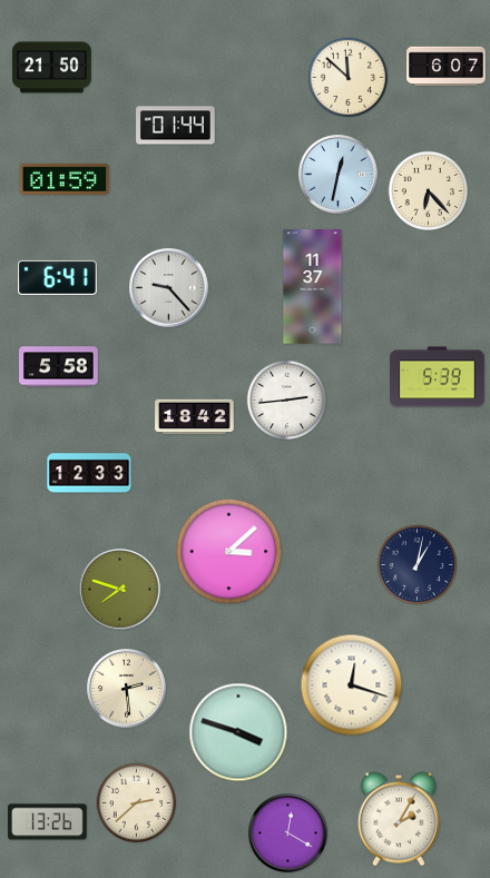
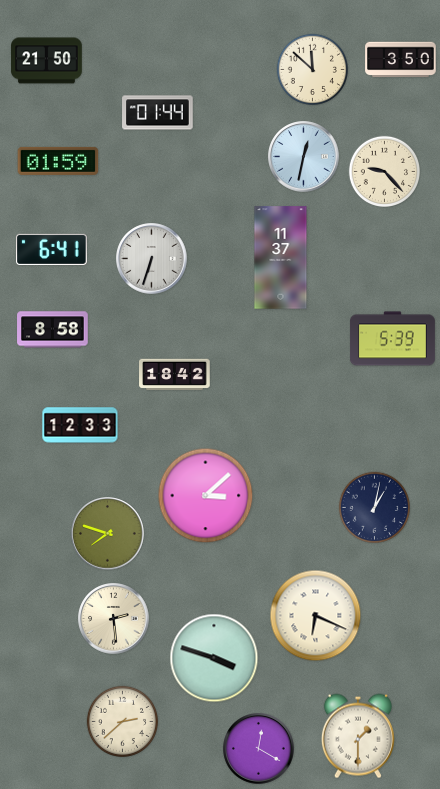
clock at (447, 67): 6:07 -> 3:50
clock at (428, 190): 6:23 -> 9:23
clock at (169, 288): 9:23 -> 6:33
clock at (59, 367): 5:58 -> 8:58
clock at (286, 399): 2:44 -> none
clock at (120, 590) position: (120, 590) -> (108, 534)
clock at (352, 685): 12:18 -> 6:19
clock at (399, 819): 2:05 -> 1:30
clock at (48, 822): 13:26 -> none
